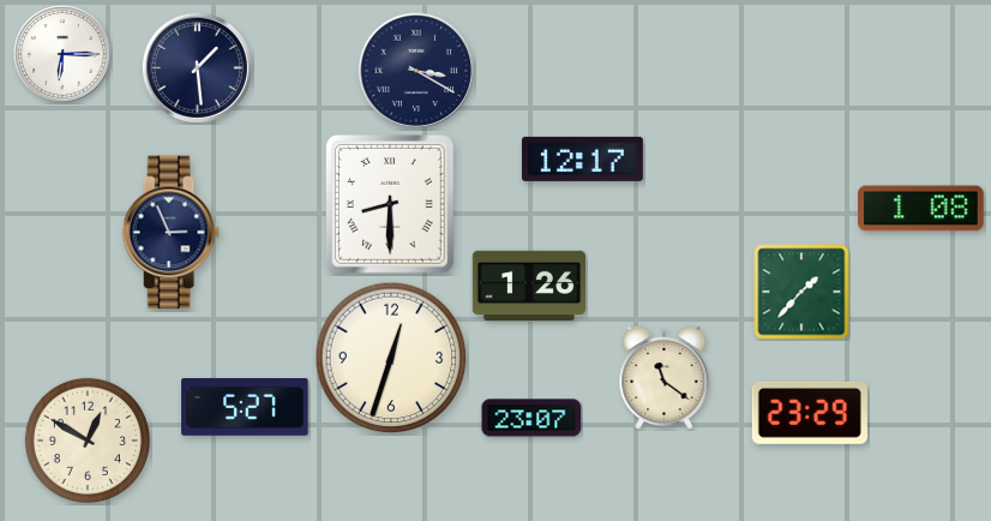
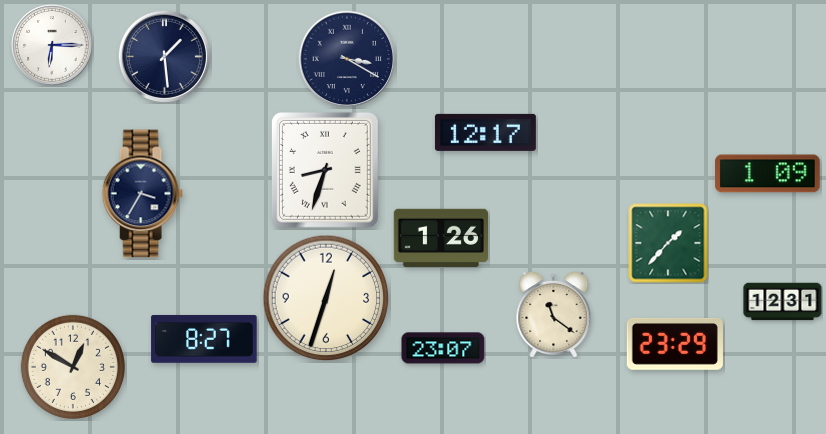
clock at (390, 204): 8:30 -> 8:33
clock at (921, 209): 1:08 -> 1:09
clock at (170, 233): 2:56 -> 3:35
clock at (783, 302): none -> 12:31
clock at (245, 407): 5:27 -> 8:27
